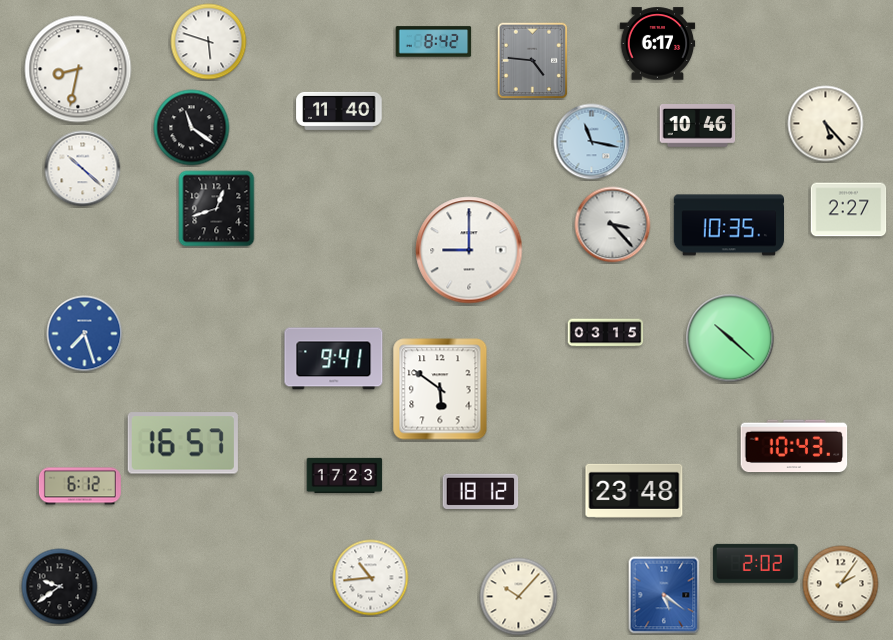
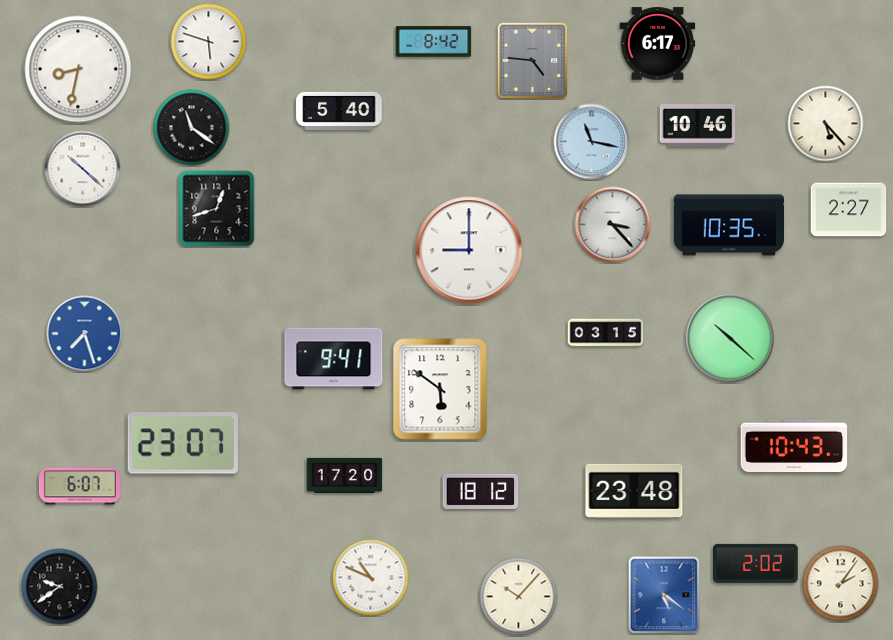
clock at (339, 111): 11:40 -> 5:40
clock at (183, 443): 16:57 -> 23:07
clock at (345, 475): 17:23 -> 17:20
clock at (80, 486): 6:12 -> 6:07
clock at (371, 578): 10:44 -> 10:49
